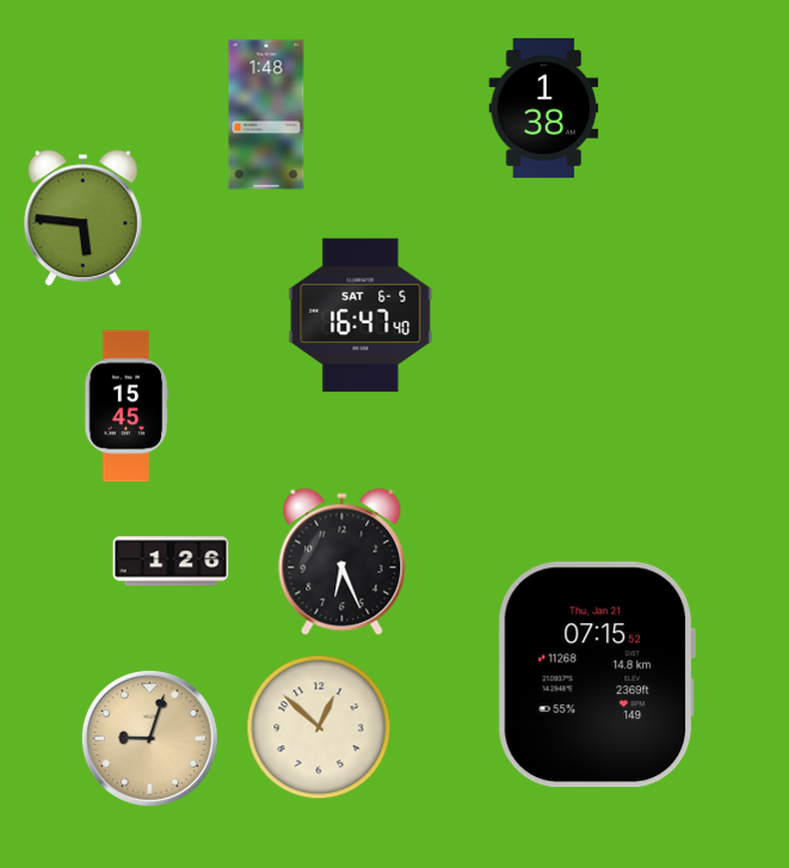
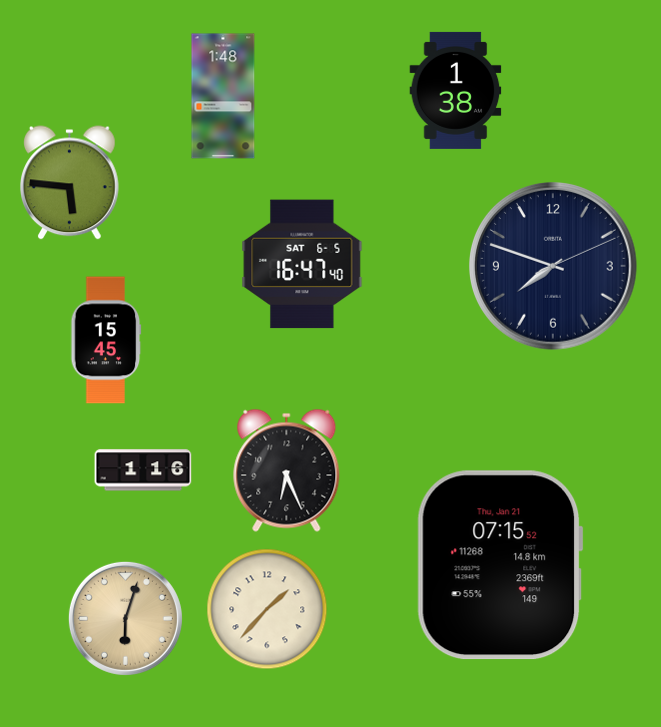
clock at (554, 267): none -> 7:48
clock at (171, 561): 1:26 -> 1:16
clock at (319, 727): 12:52 -> 1:37
clock at (149, 738): 9:03 -> 6:03
